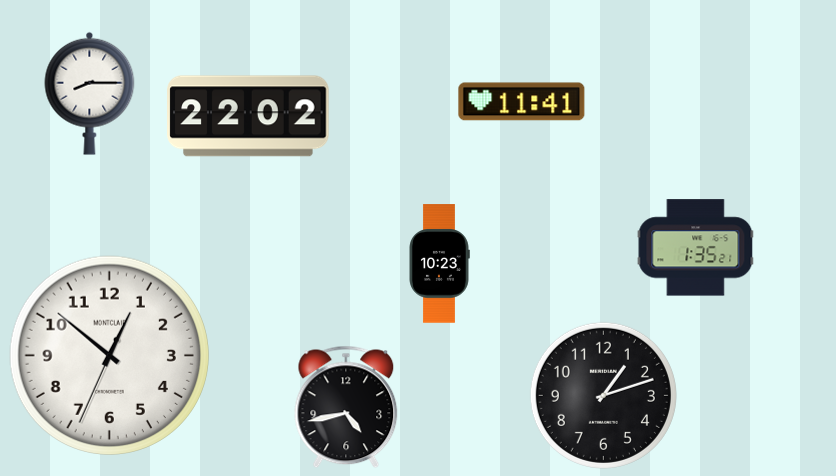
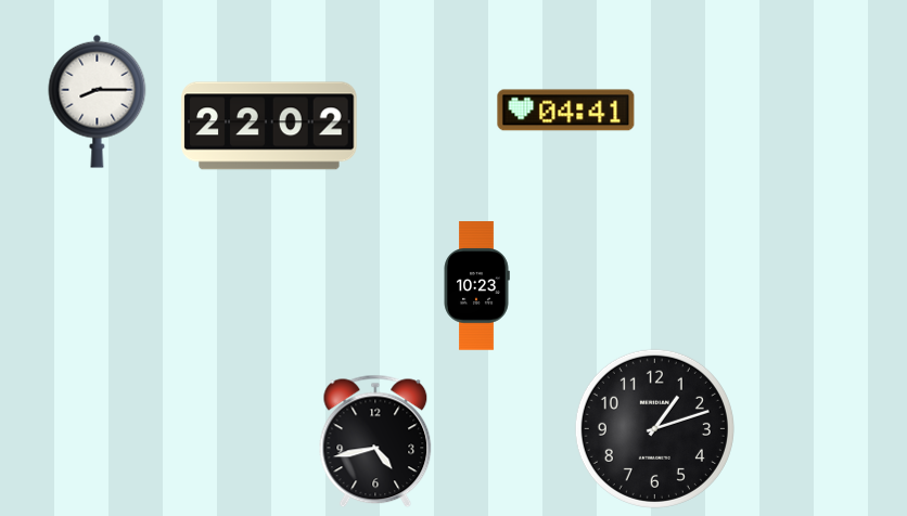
clock at (522, 102): 11:41 -> 04:41
clock at (696, 248): 1:35 -> none
clock at (109, 355): 12:51 -> none
